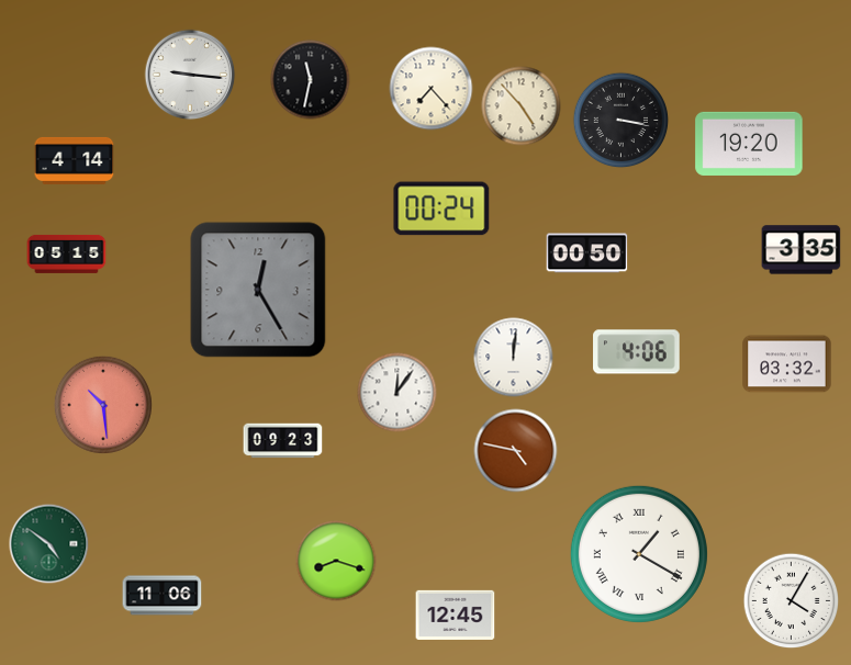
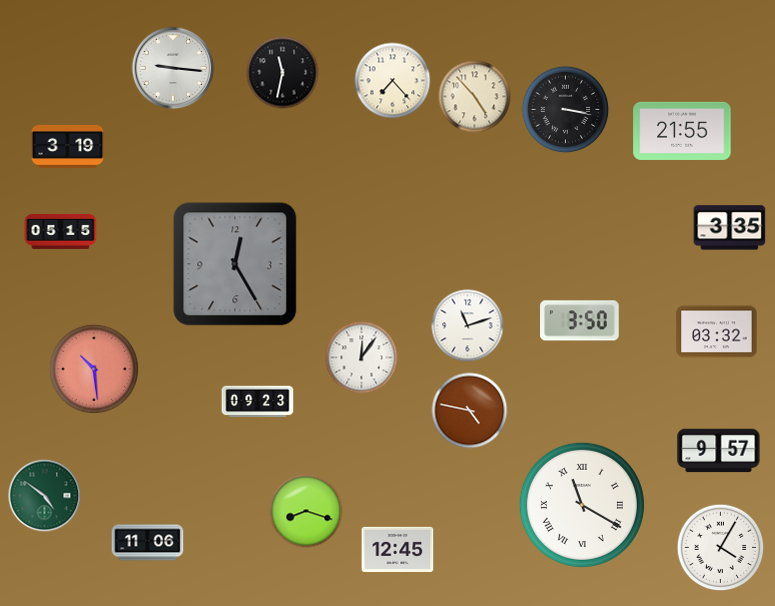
clock at (749, 144): 19:20 -> 21:55
clock at (75, 160): 4:14 -> 3:19
clock at (441, 208): 00:24 -> none
clock at (587, 253): 00:50 -> none
clock at (637, 352): 4:06 -> 3:50
clock at (514, 358): 12:01 -> 11:12
clock at (719, 451): none -> 9:57
clock at (639, 554): 1:20 -> 11:20
clock at (456, 615) position: (456, 615) -> (398, 549)
